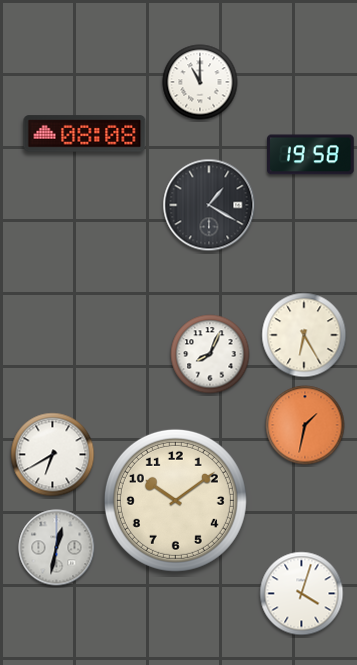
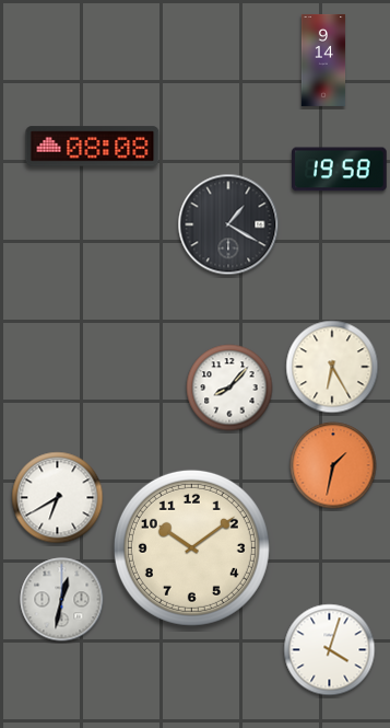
clock at (323, 60): none -> 9:14
clock at (200, 82): 11:00 -> none
clock at (210, 354): 8:04 -> 8:07
